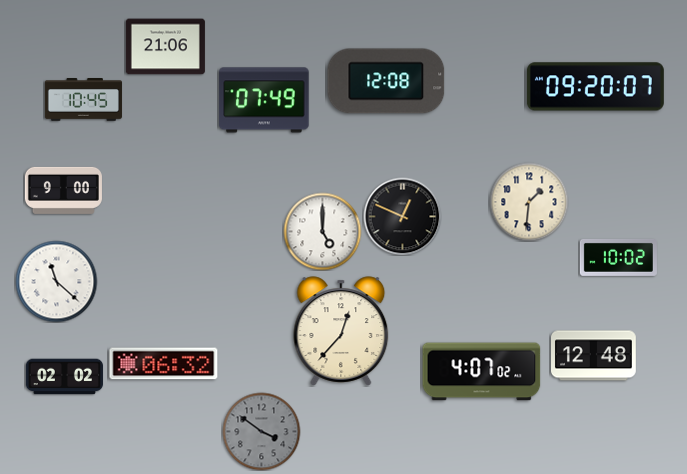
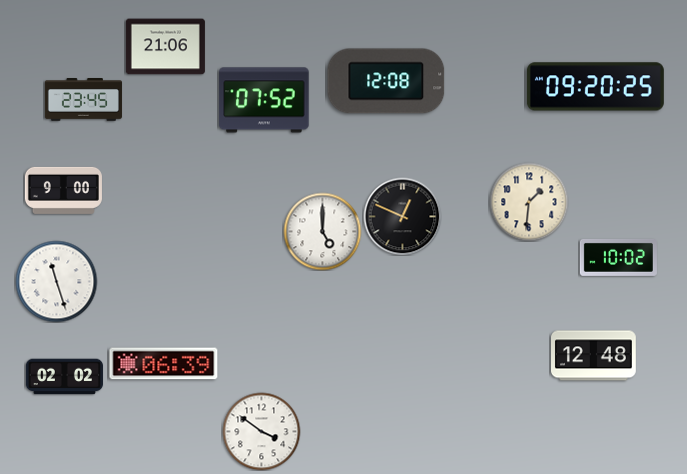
clock at (595, 87): 09:20:07 -> 09:20:25
clock at (83, 100): 10:45 -> 23:45
clock at (264, 100): 07:49 -> 07:52
clock at (56, 281): 11:22 -> 11:27
clock at (341, 331): 12:37 -> none
clock at (164, 364): 06:32 -> 06:39
clock at (482, 372): 4:07 -> none
clock at (261, 431) dial: grey -> white
